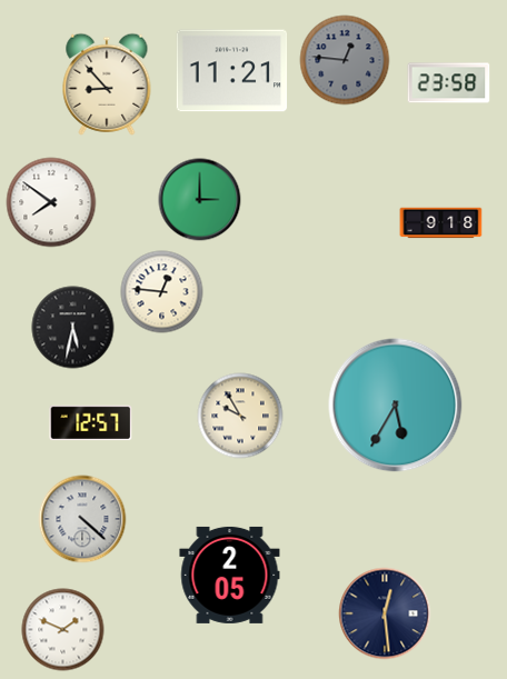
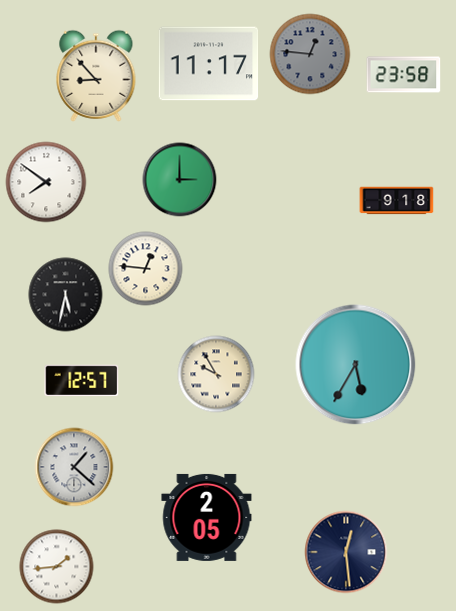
clock at (232, 71): 11:21 -> 11:17
clock at (162, 292) position: (162, 292) -> (146, 269)
clock at (82, 519): 4:22 -> 1:22
clock at (63, 630): 1:49 -> 1:44
